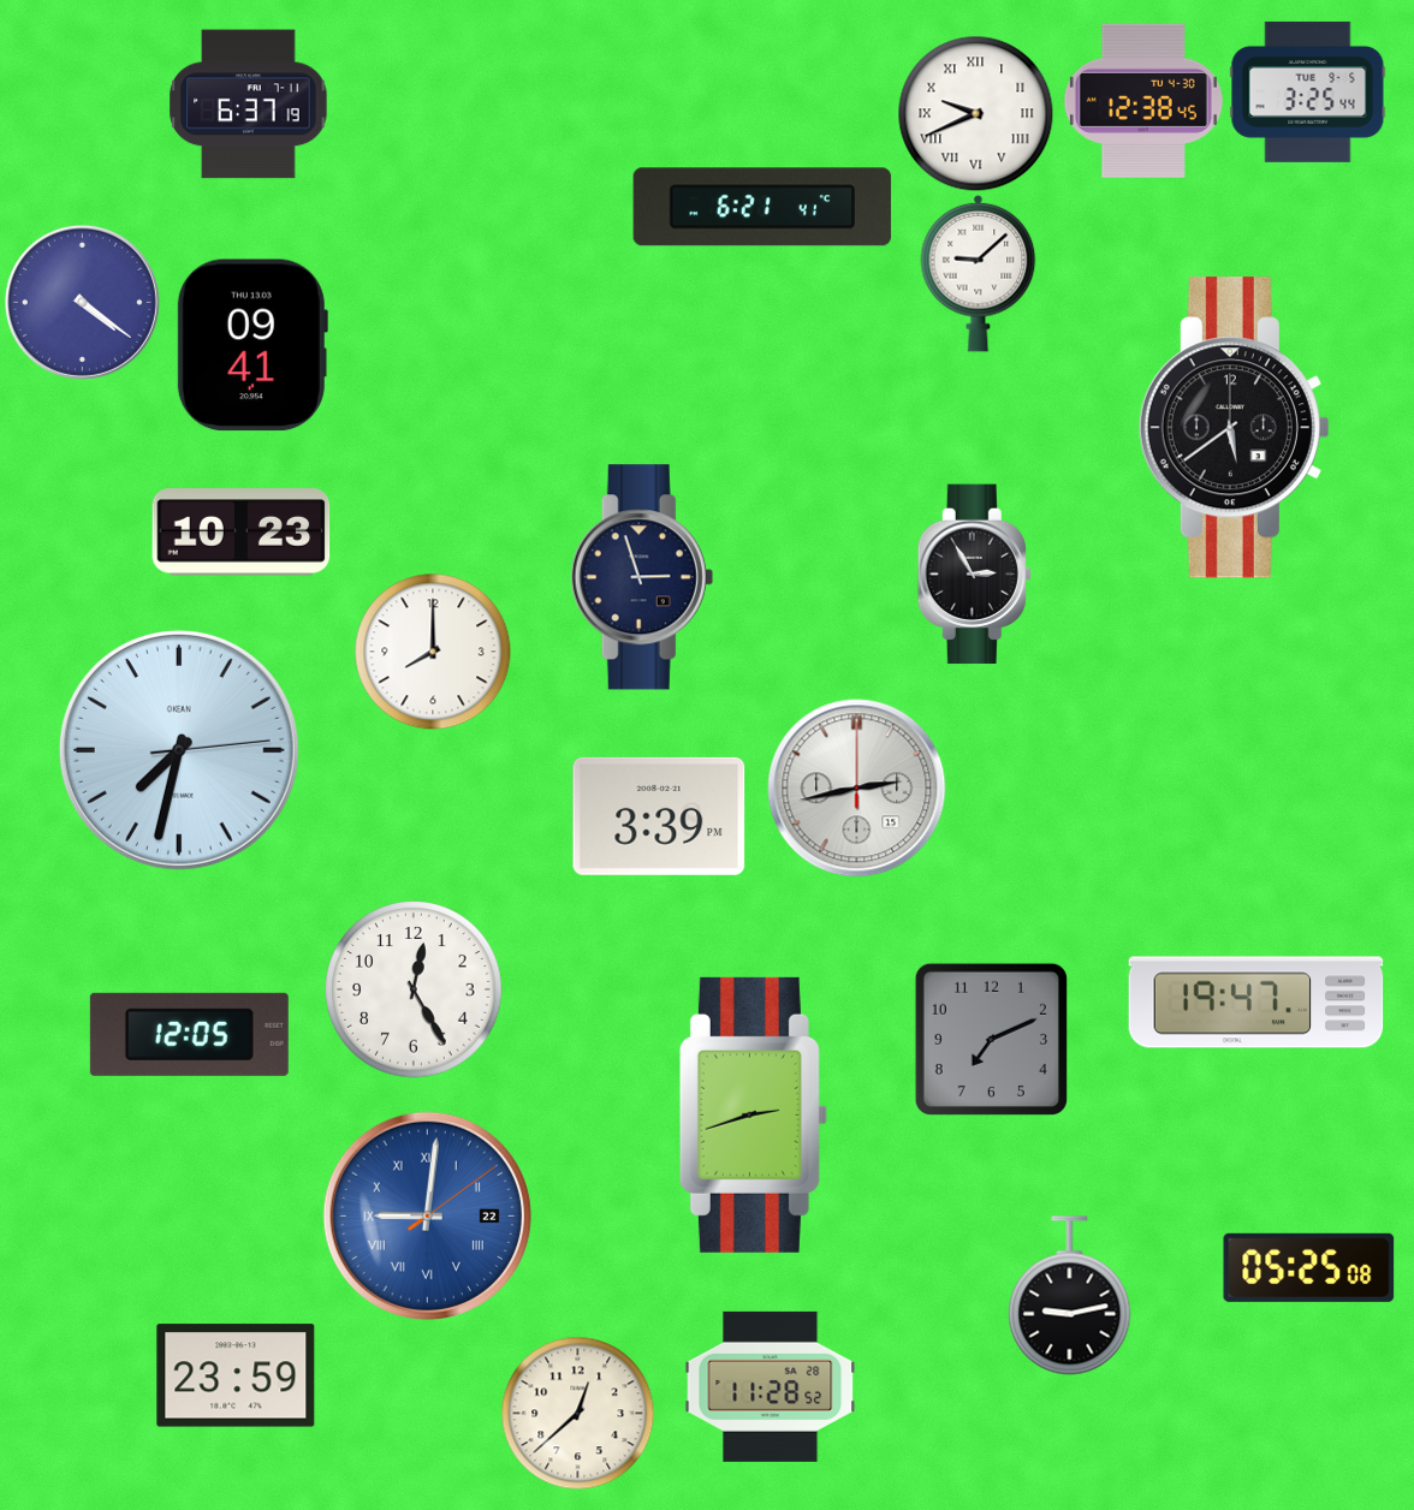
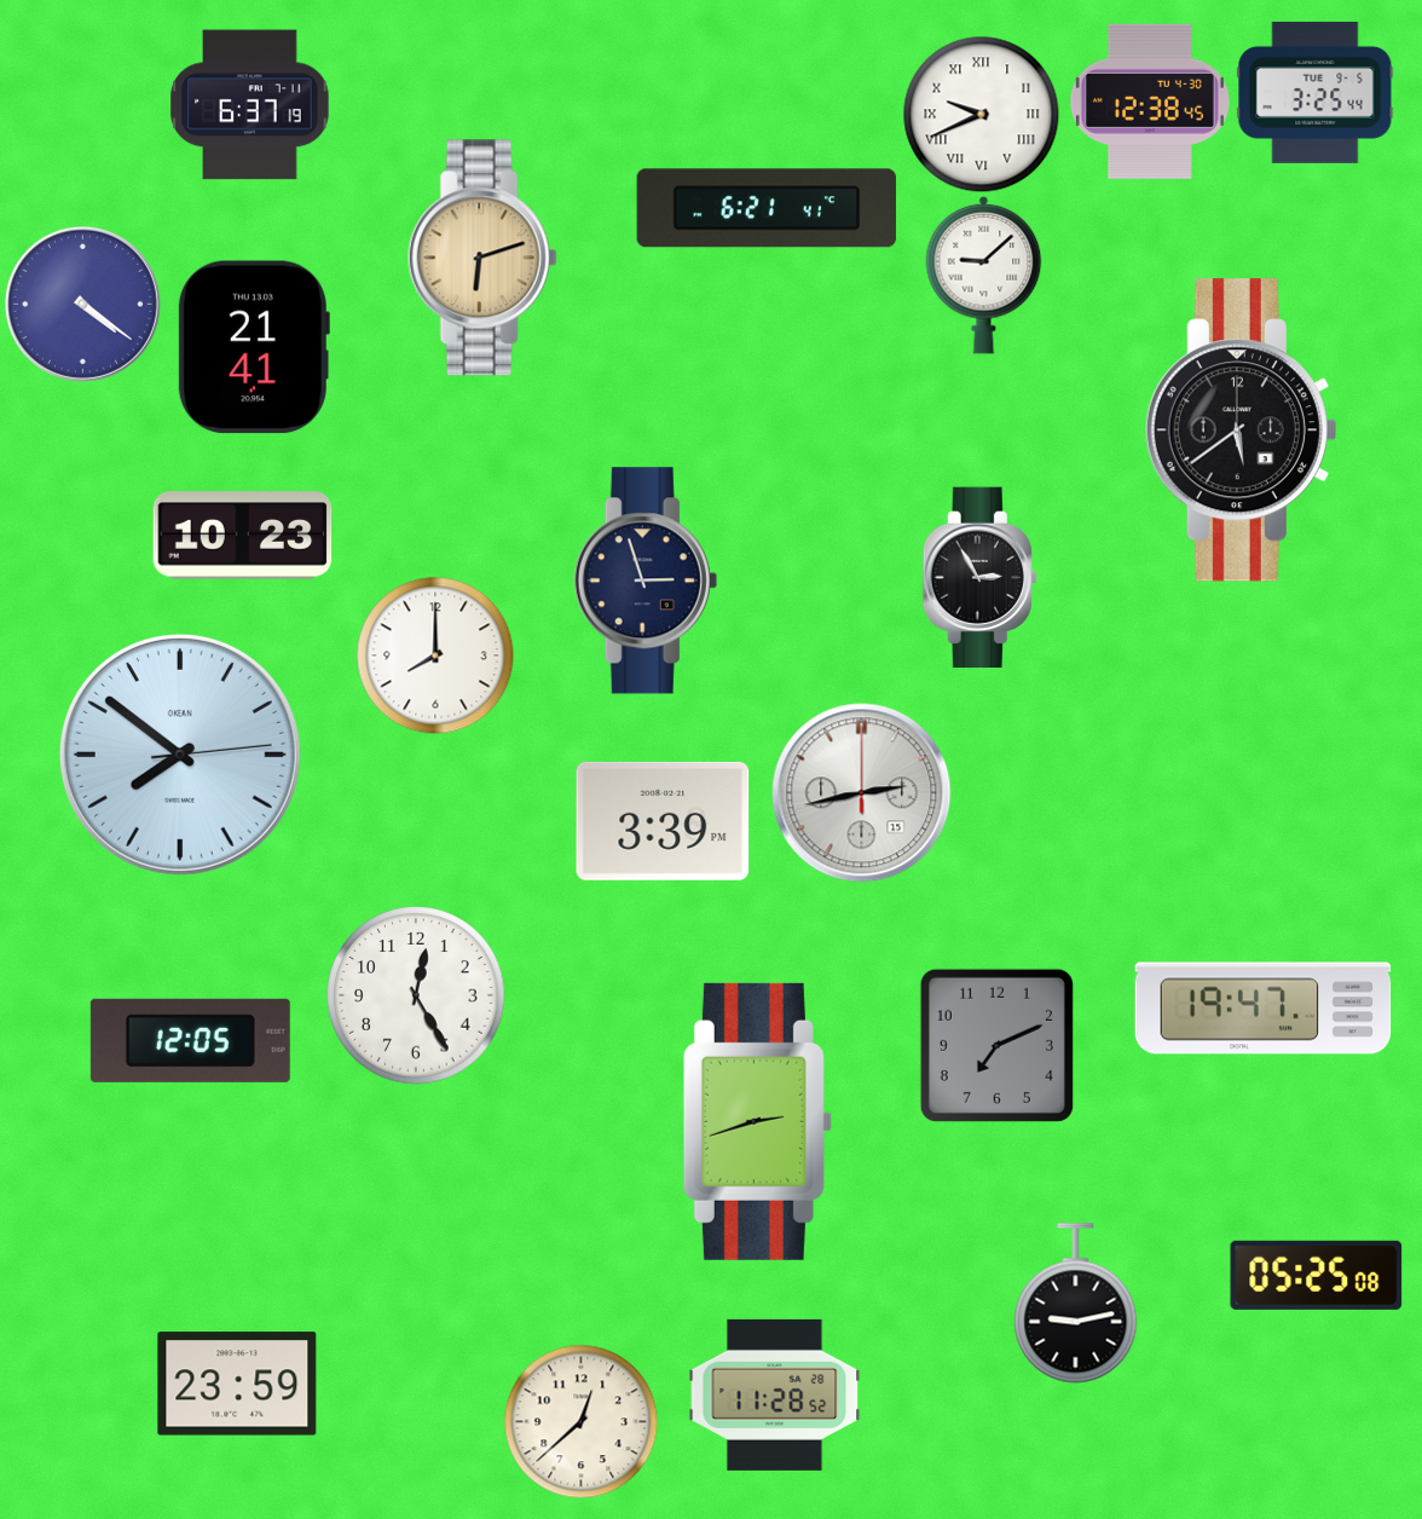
clock at (482, 258): none -> 6:12
clock at (252, 345): 09:41 -> 21:41
clock at (179, 750): 7:32 -> 7:51
clock at (427, 1215): 9:01 -> none
